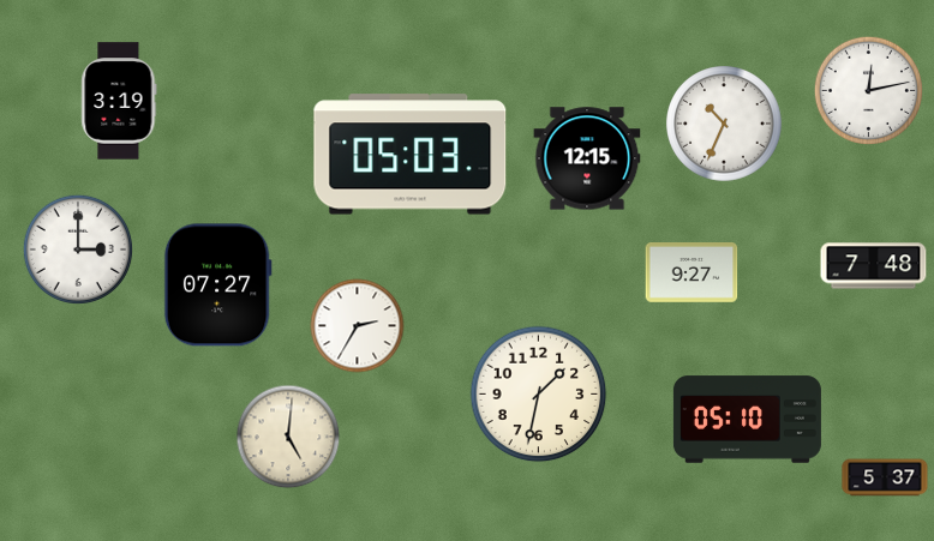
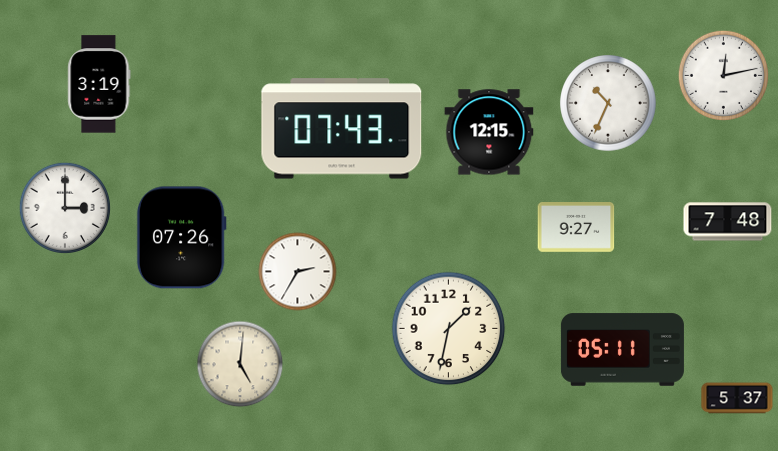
clock at (724, 124) position: (724, 124) -> (608, 103)
clock at (411, 155): 05:03 -> 07:43
clock at (217, 285): 07:27 -> 07:26
clock at (747, 420): 05:10 -> 05:11
